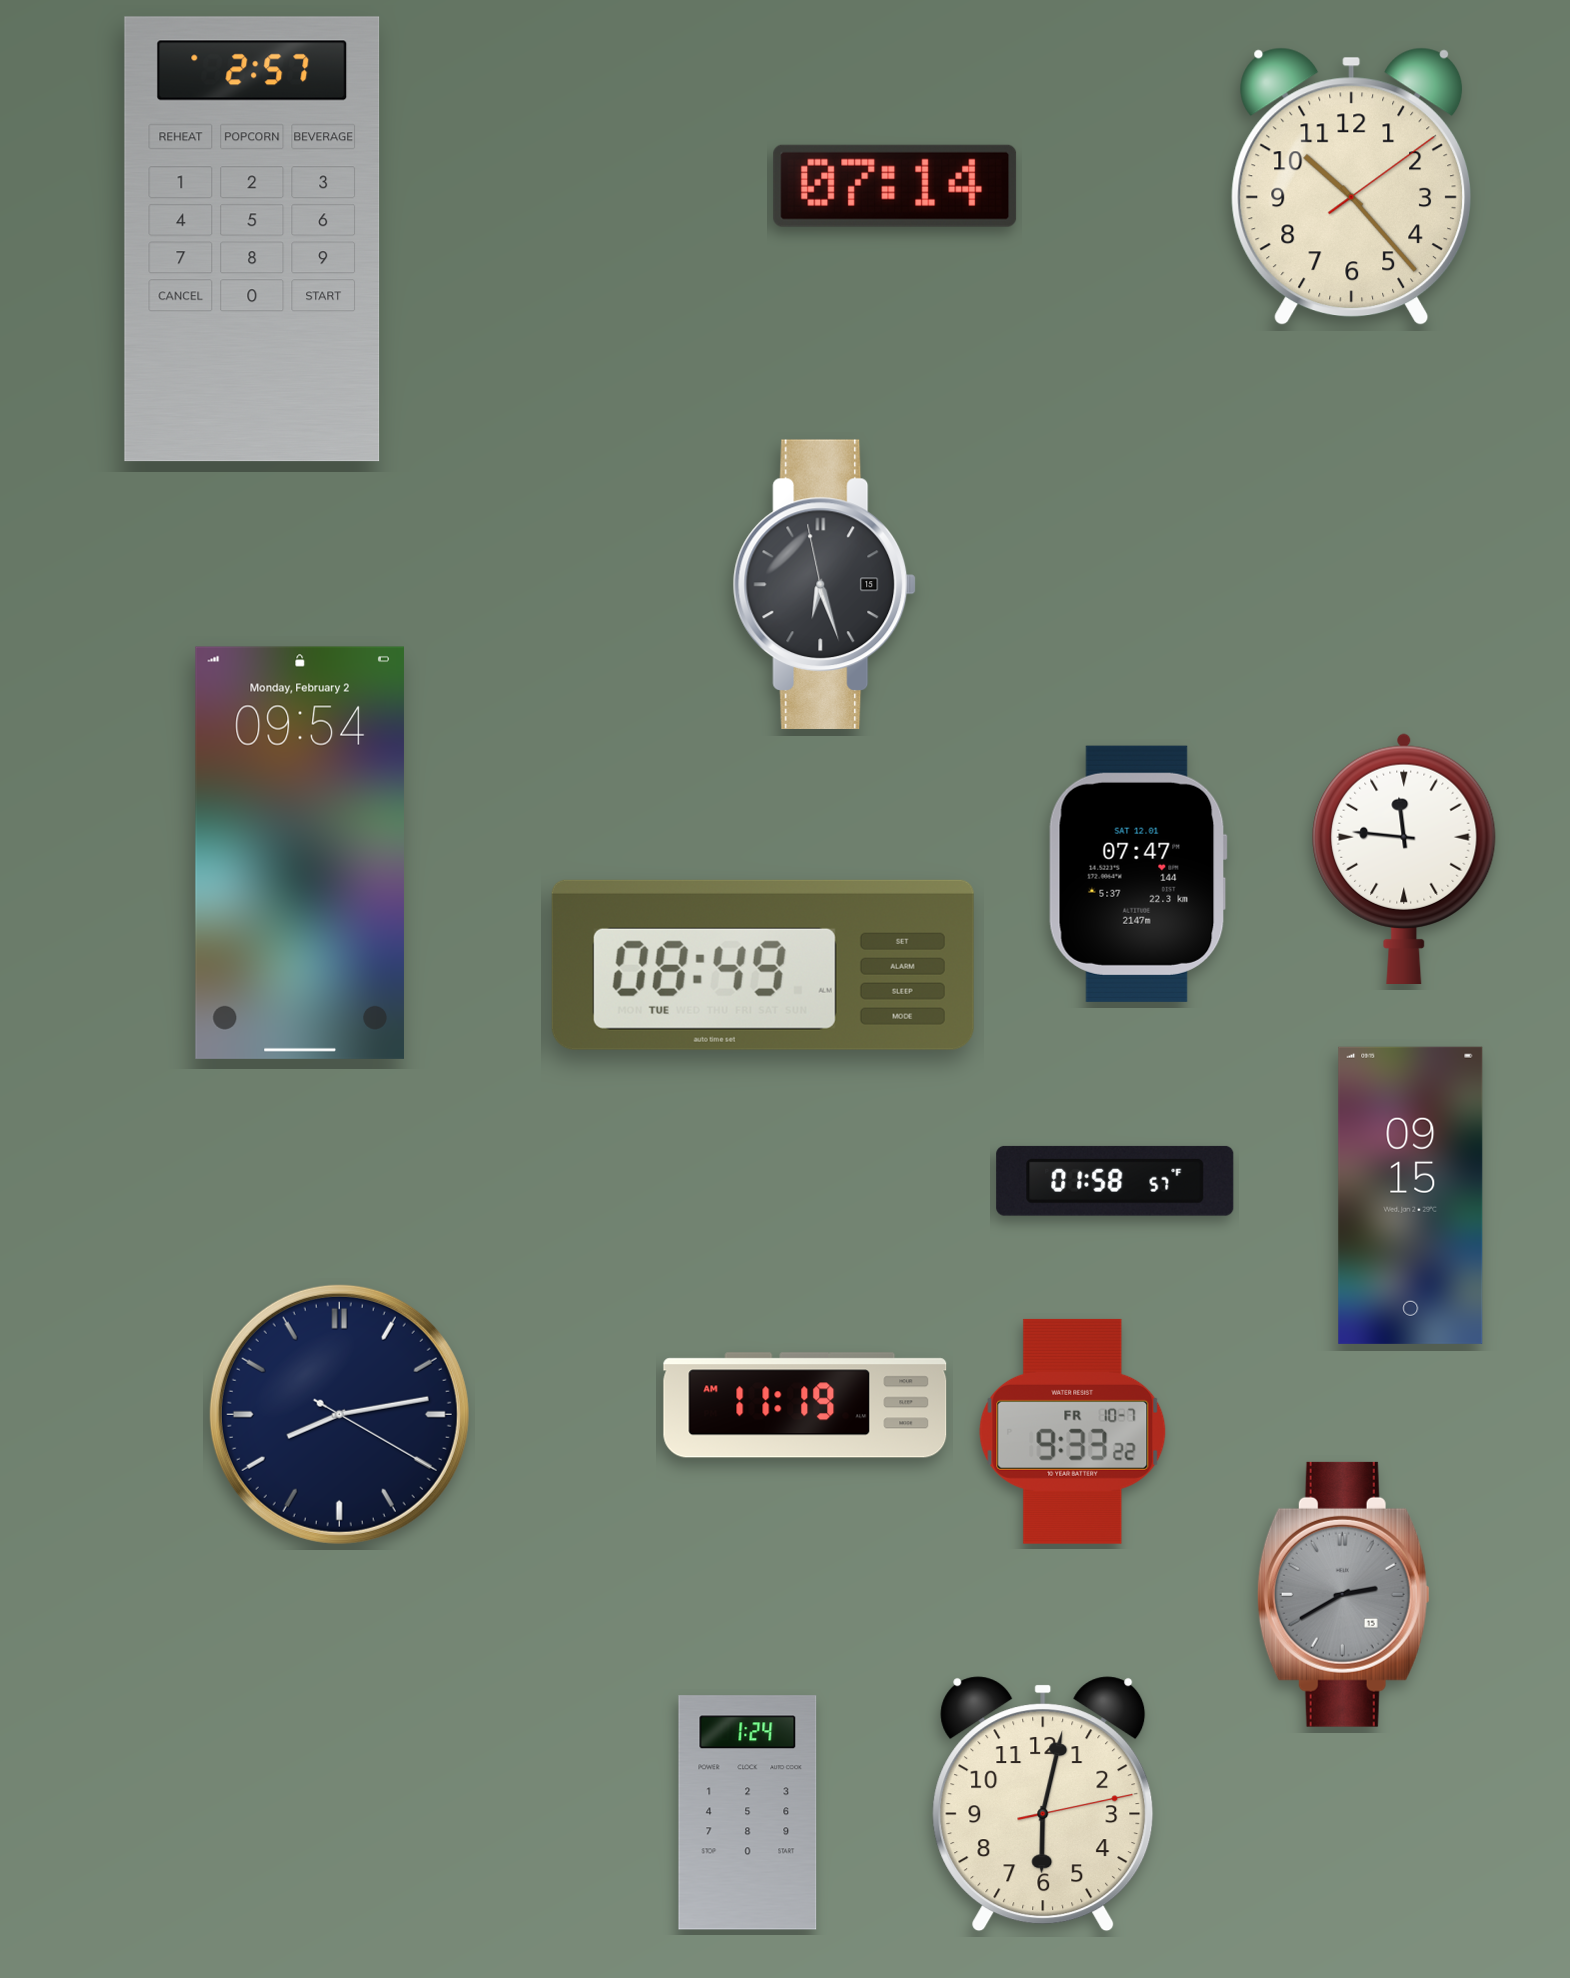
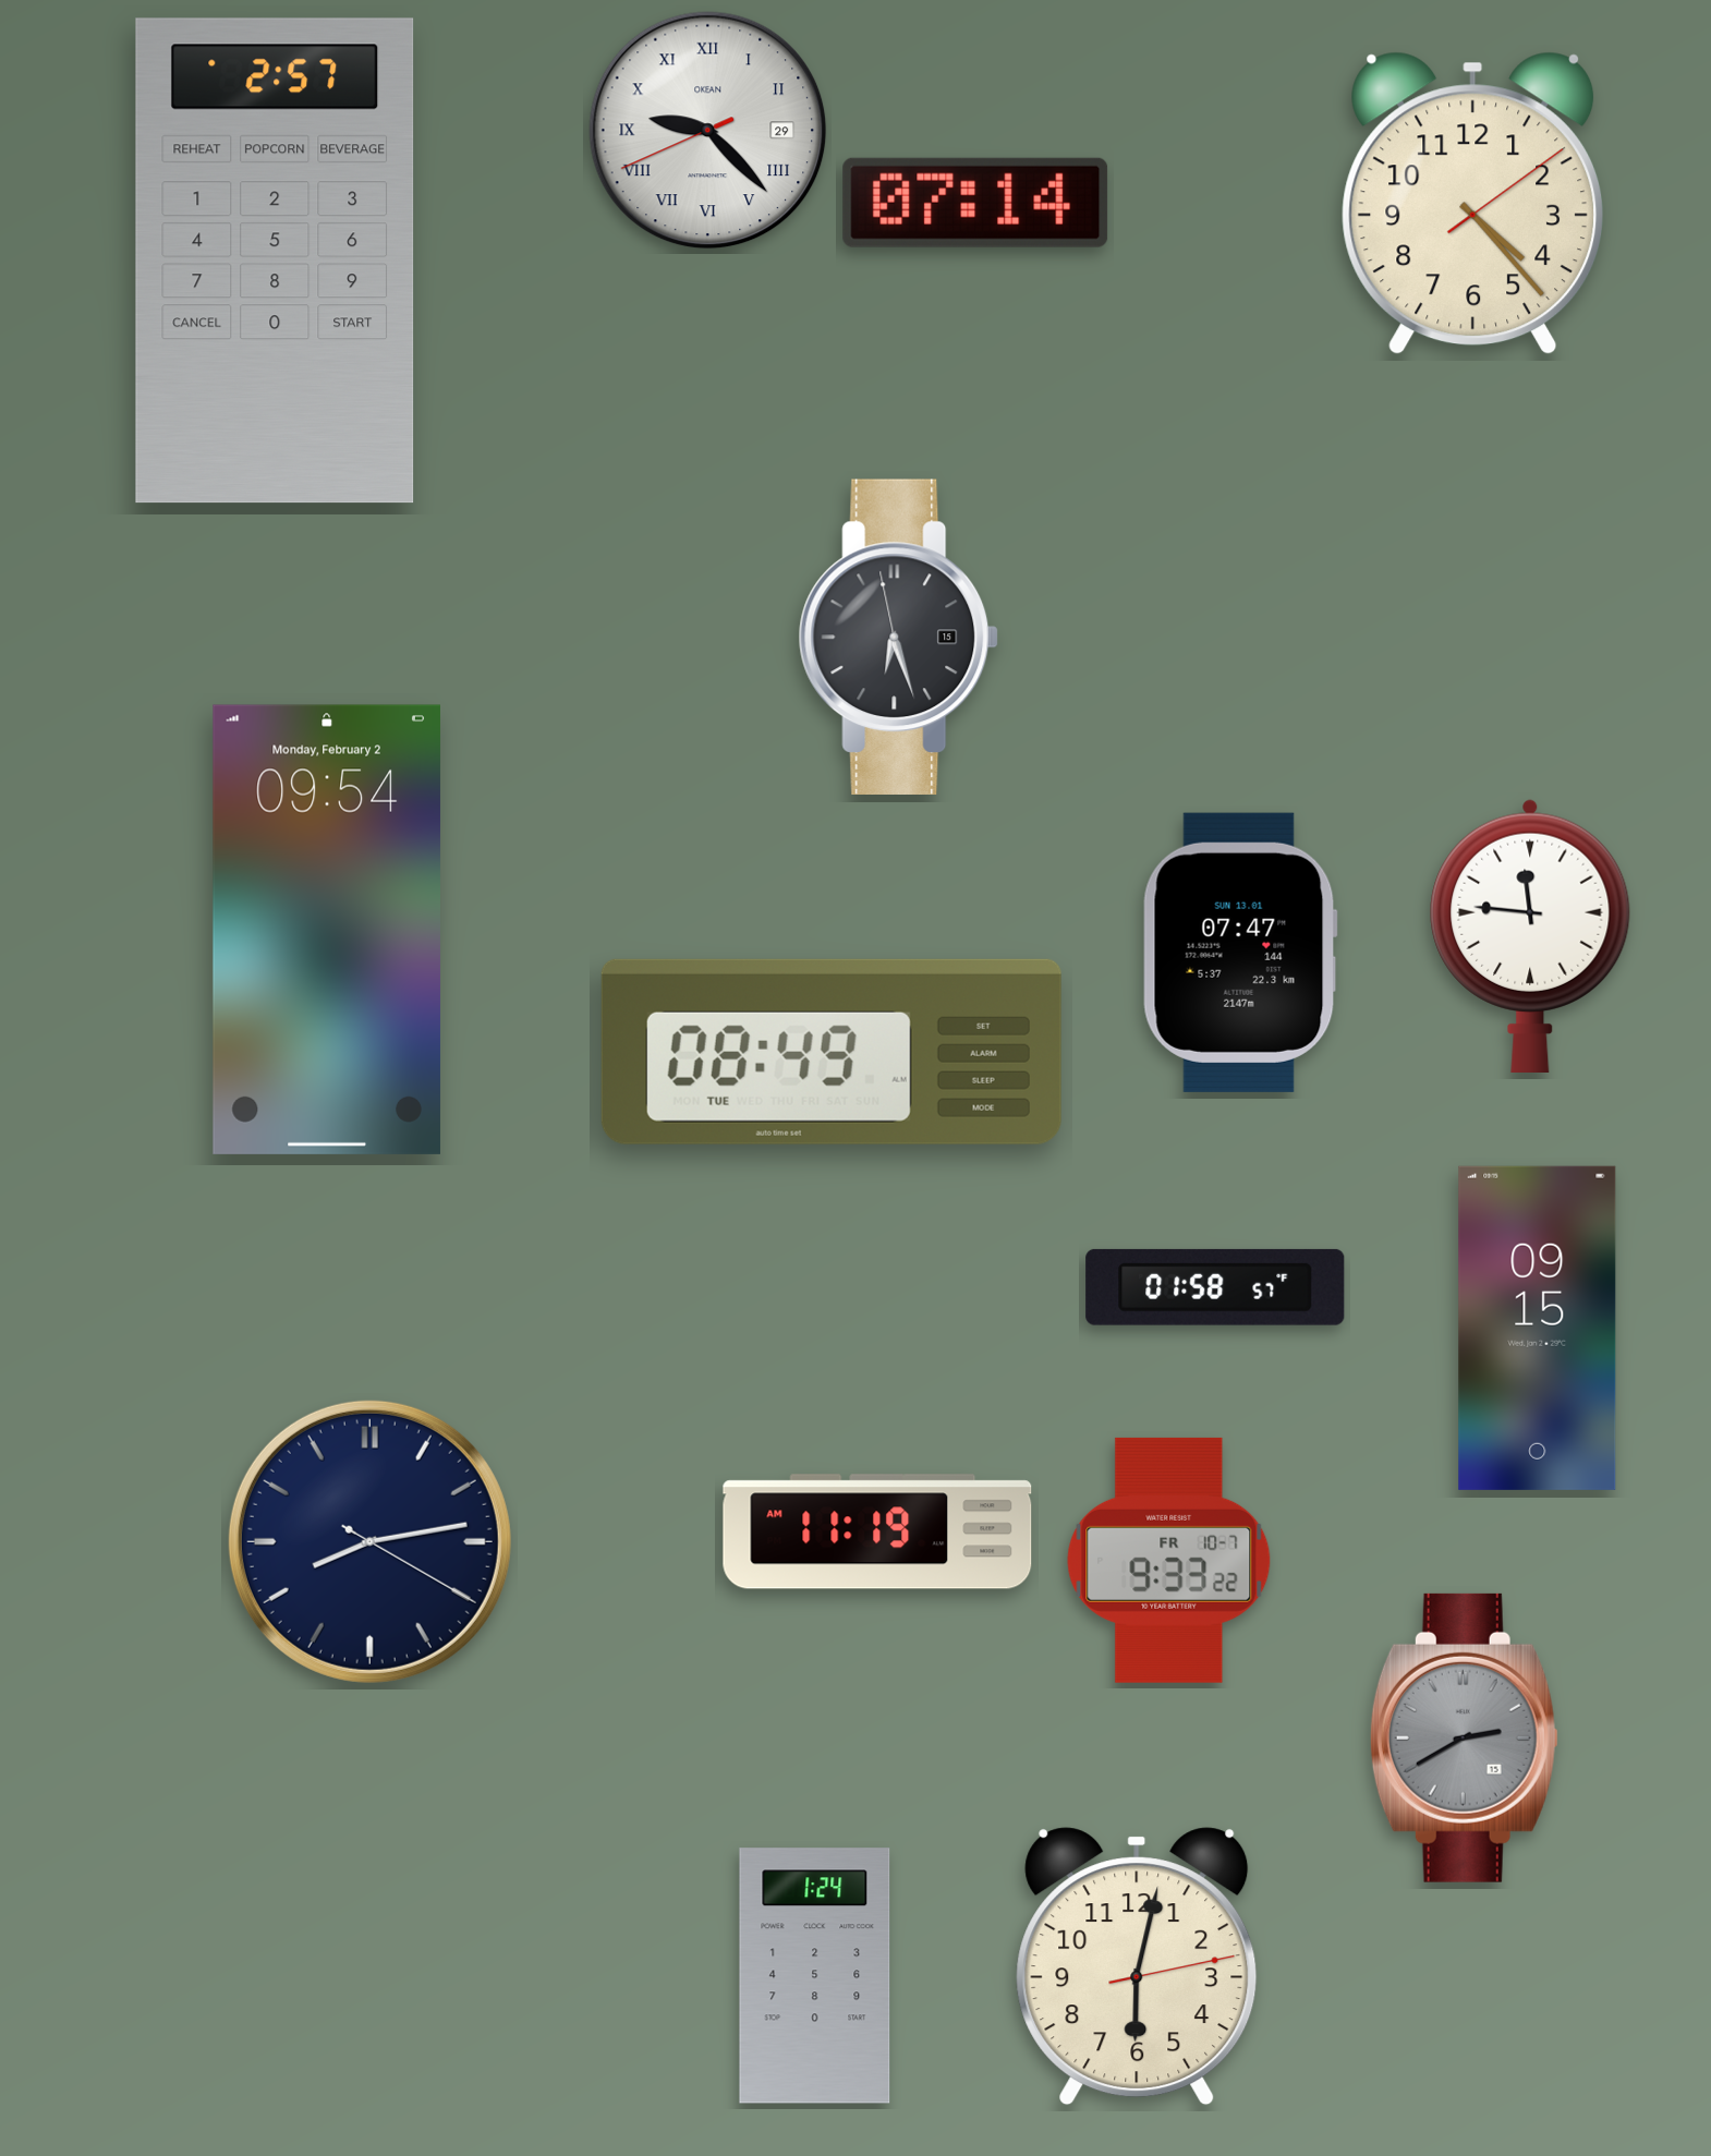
clock at (708, 131): none -> 9:22
clock at (1352, 187): 10:23 -> 4:23
clock at (1138, 874) date: SAT 12.01 -> SUN 13.01
clock at (1411, 1195) position: (1411, 1195) -> (1538, 1328)
